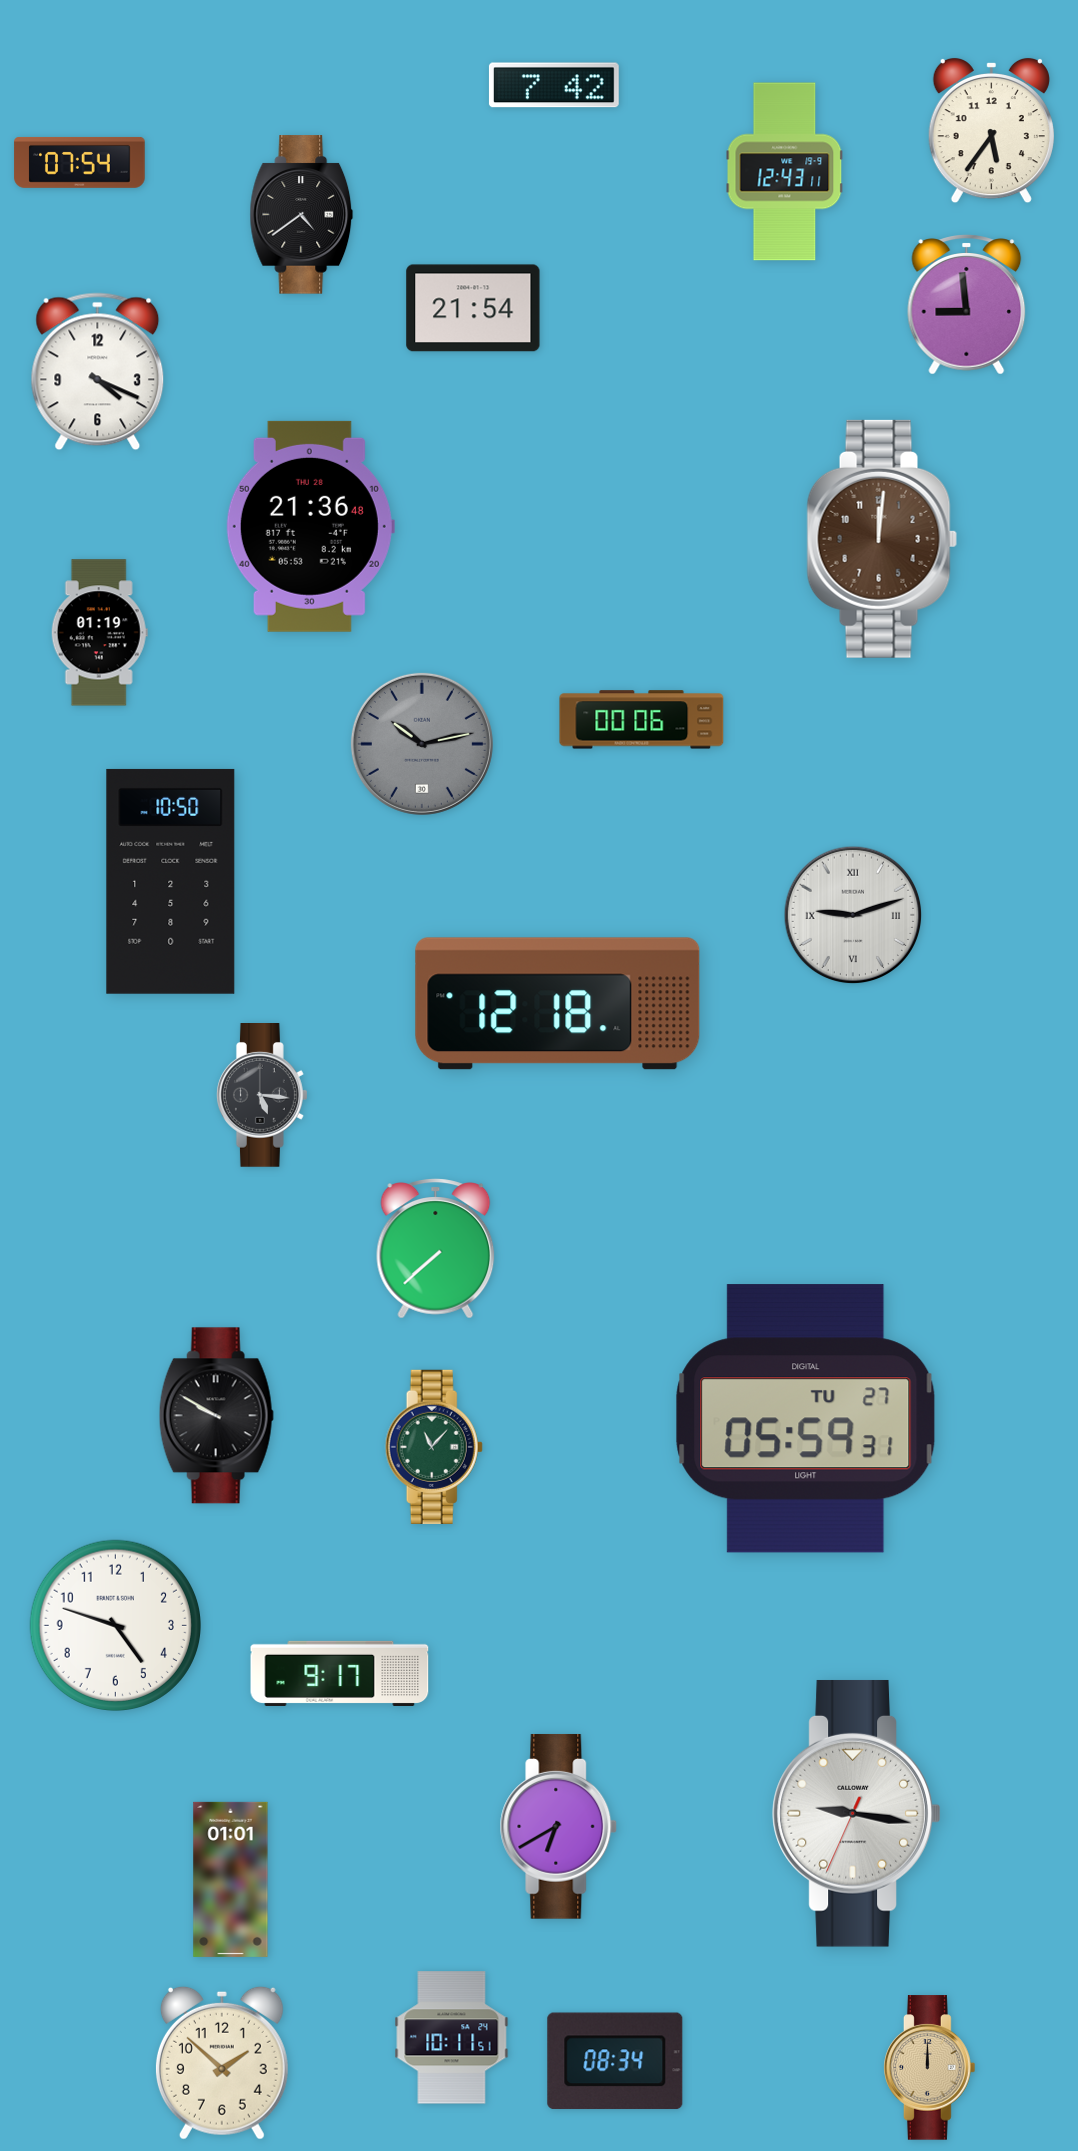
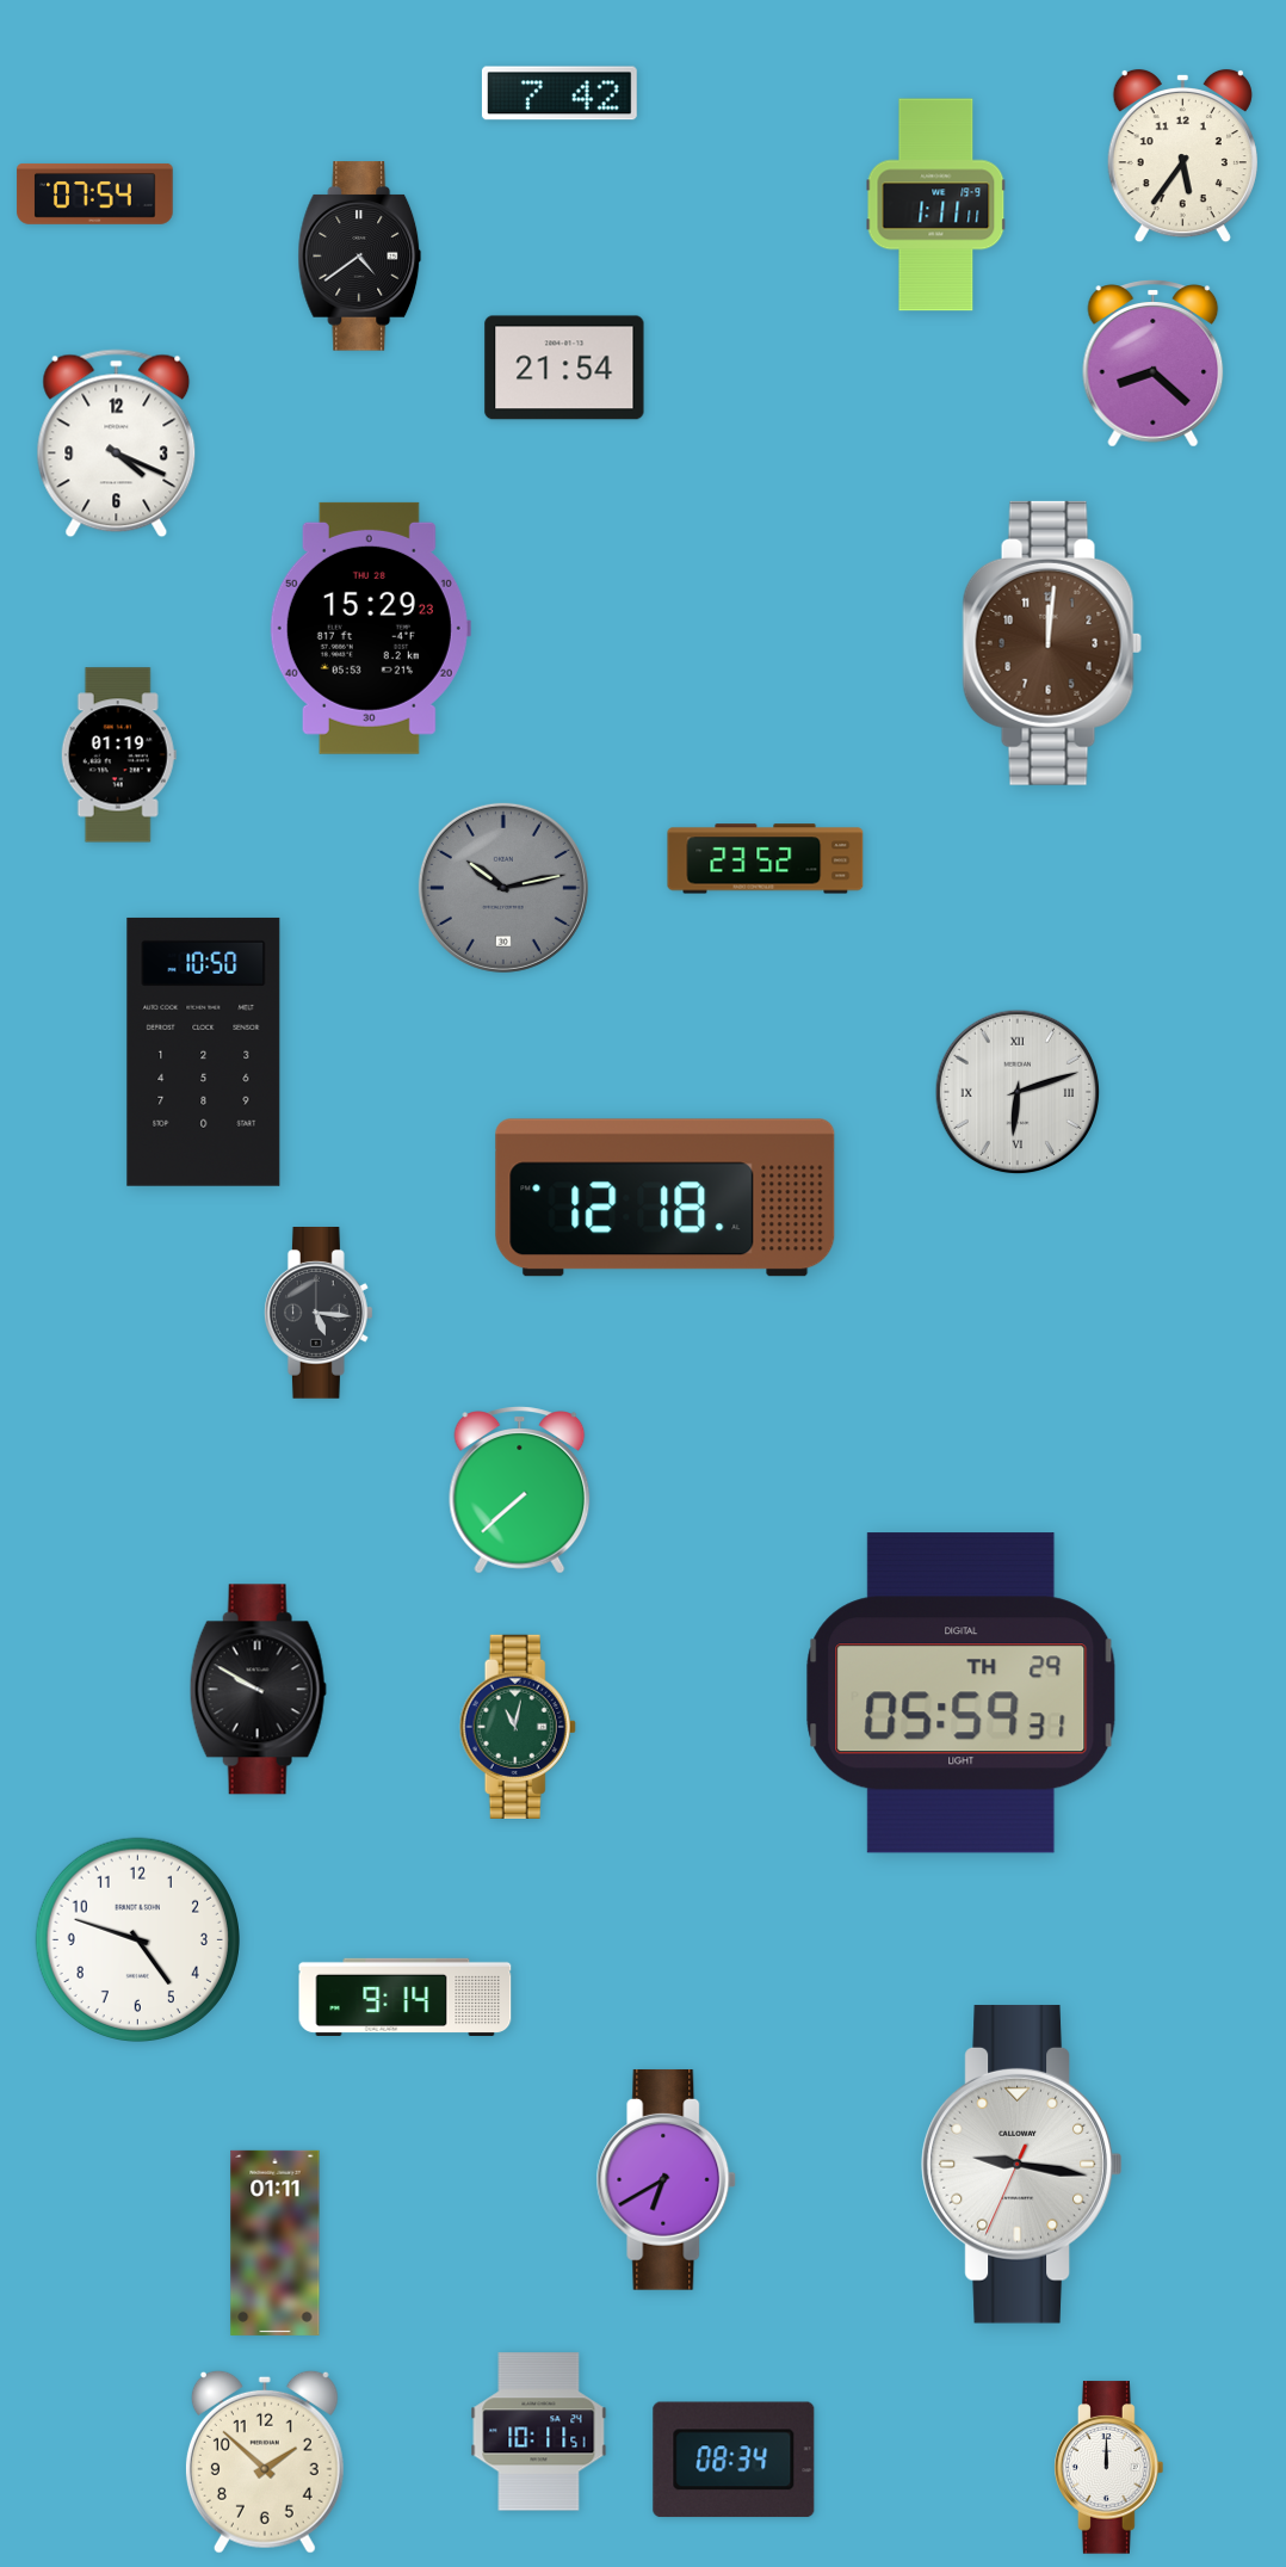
clock at (554, 85) position: (554, 85) -> (559, 93)
clock at (785, 172): 12:43 -> 1:11
clock at (967, 305): 8:59 -> 8:22
clock at (310, 526): 21:36 -> 15:29
clock at (642, 720): 00:06 -> 23:52
clock at (853, 915): 9:12 -> 6:12
clock at (262, 1096) position: (262, 1096) -> (319, 1314)
clock at (806, 1419) date: TU 27 -> TH 29
clock at (434, 1447): 11:07 -> 11:02
clock at (340, 1673): 9:17 -> 9:14
clock at (231, 1879): 01:01 -> 01:11
clock at (930, 2068) dial: champagne -> white
